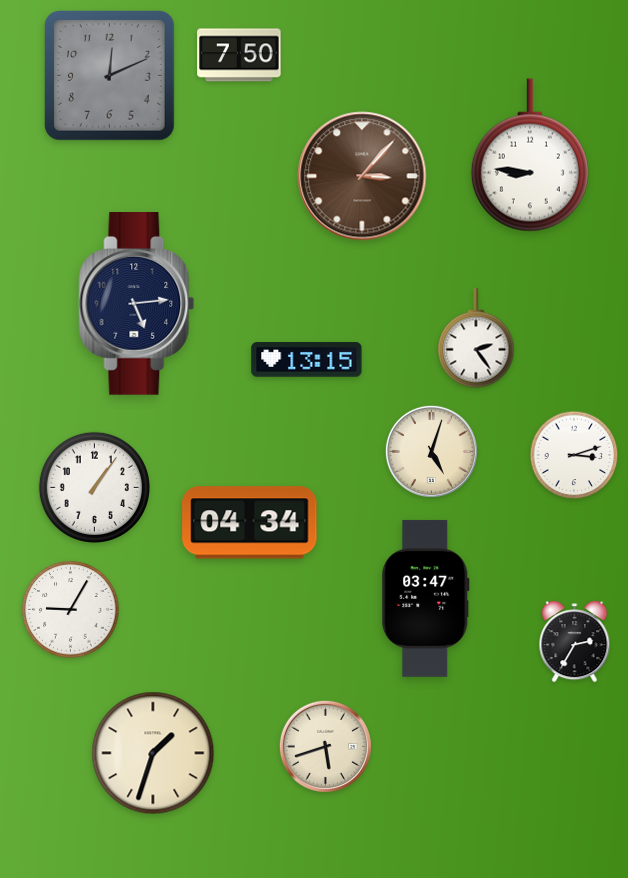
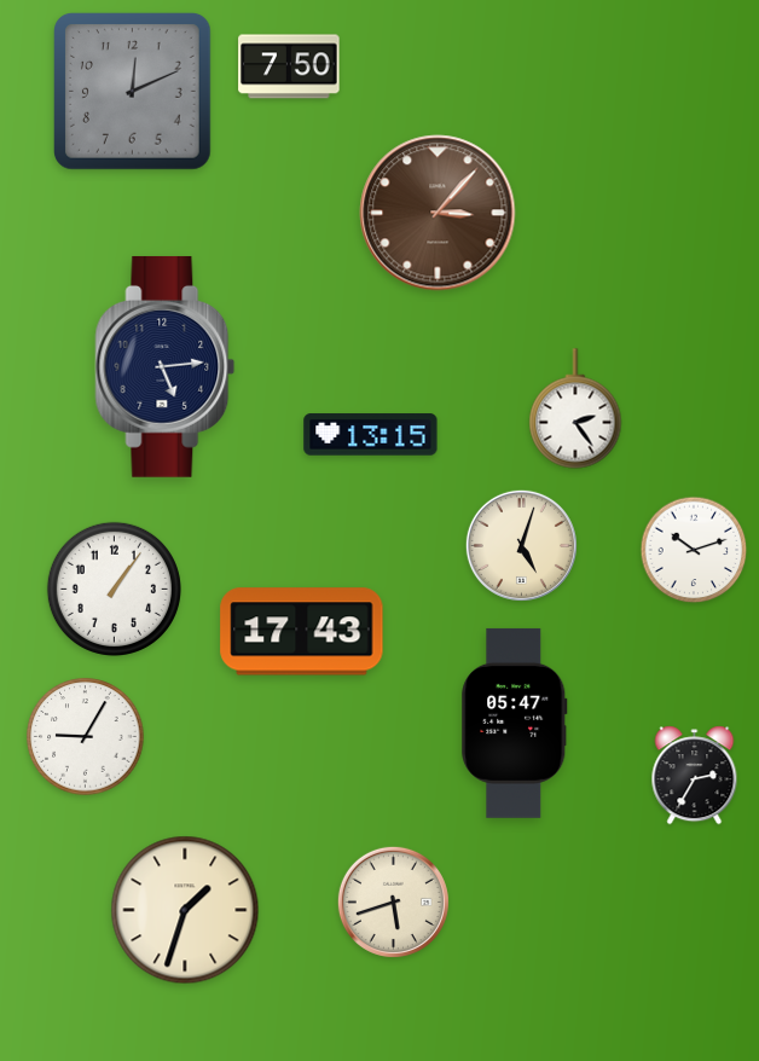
clock at (530, 155): 8:46 -> none
clock at (574, 455): 3:12 -> 10:12
clock at (250, 523): 04:34 -> 17:43
clock at (426, 598): 03:47 -> 05:47
